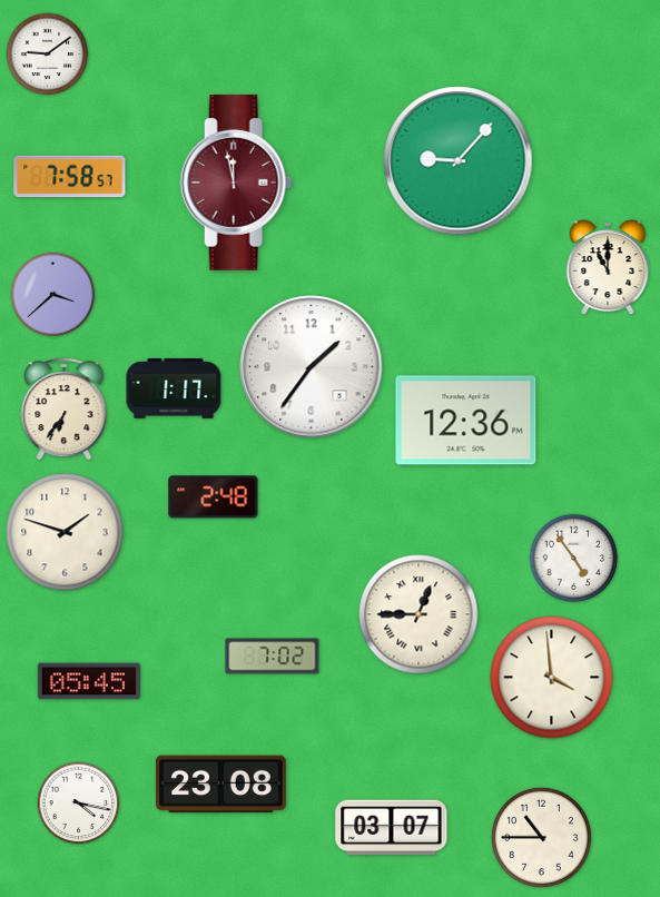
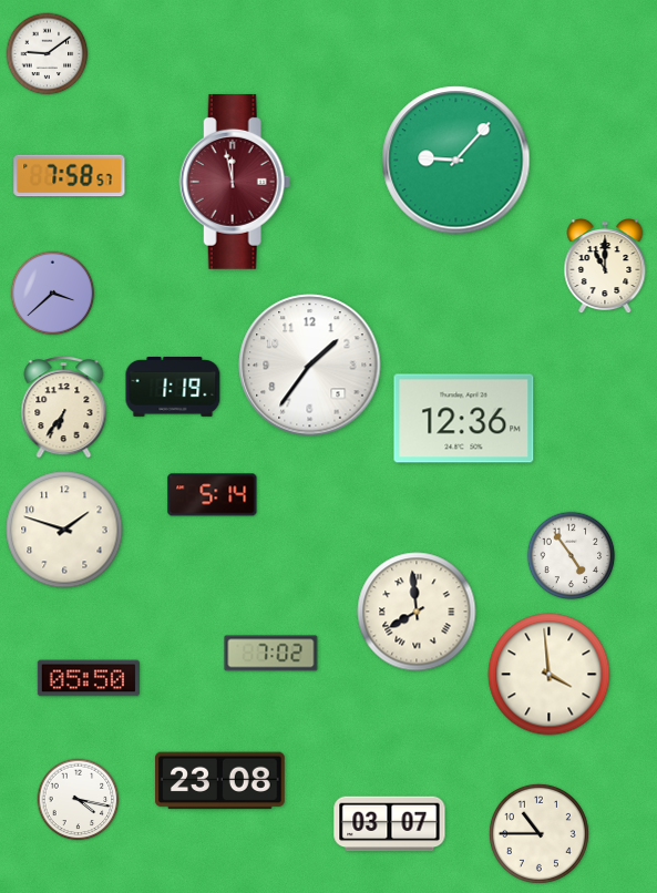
clock at (174, 388): 1:17 -> 1:19
clock at (214, 497): 2:48 -> 5:14
clock at (418, 614): 12:45 -> 7:59
clock at (89, 681): 05:45 -> 05:50
